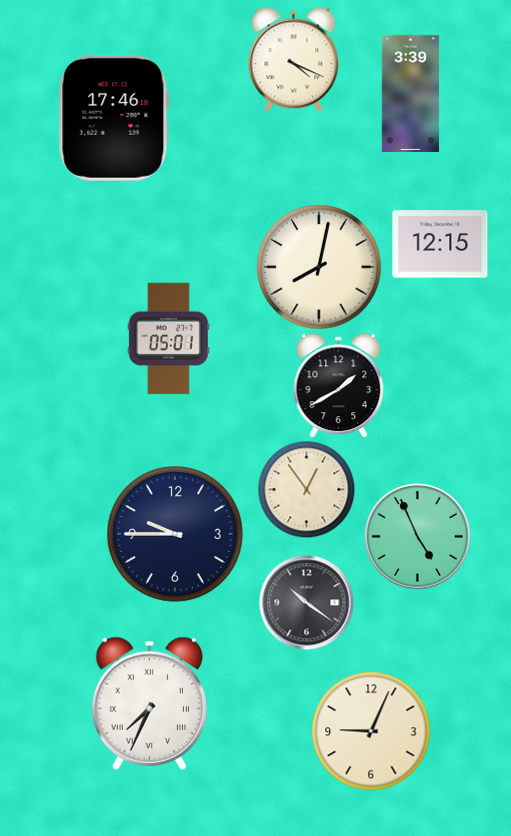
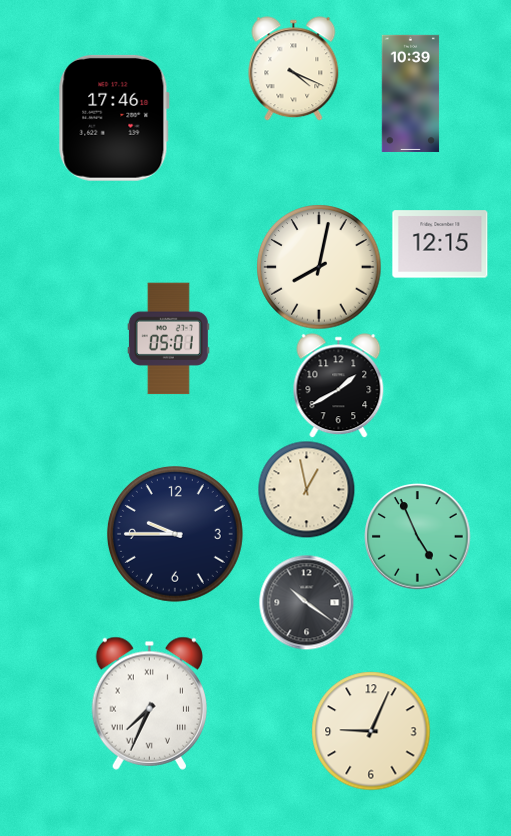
clock at (294, 60) position: (294, 60) -> (294, 69)
clock at (411, 93): 3:39 -> 10:39
clock at (306, 489): 12:54 -> 12:58
